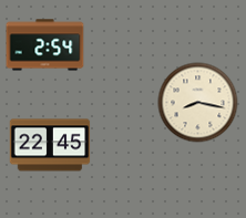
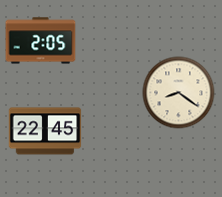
clock at (45, 45): 2:54 -> 2:05
clock at (198, 103): 8:17 -> 8:21
